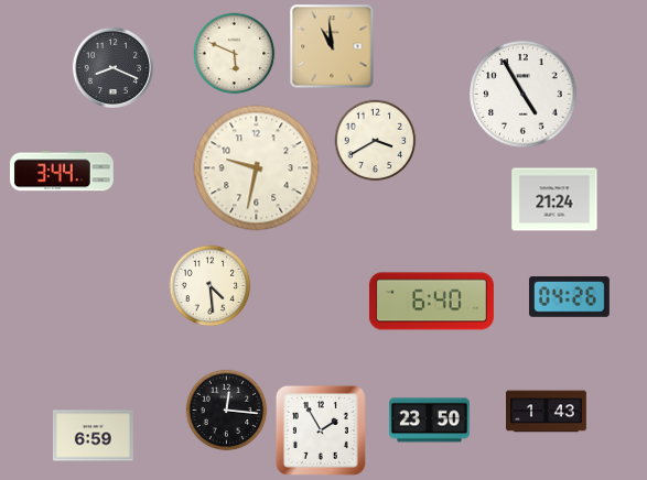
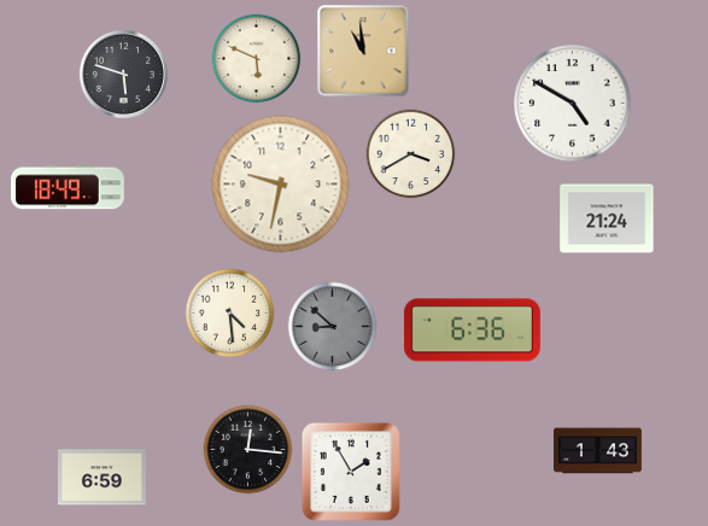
clock at (112, 67): 8:19 -> 5:48
clock at (524, 95): 4:55 -> 4:50
clock at (63, 171): 3:44 -> 18:49
clock at (569, 297): 04:26 -> none
clock at (333, 327): none -> 8:52
clock at (431, 302): 6:40 -> 6:36
clock at (429, 421): 23:50 -> none
